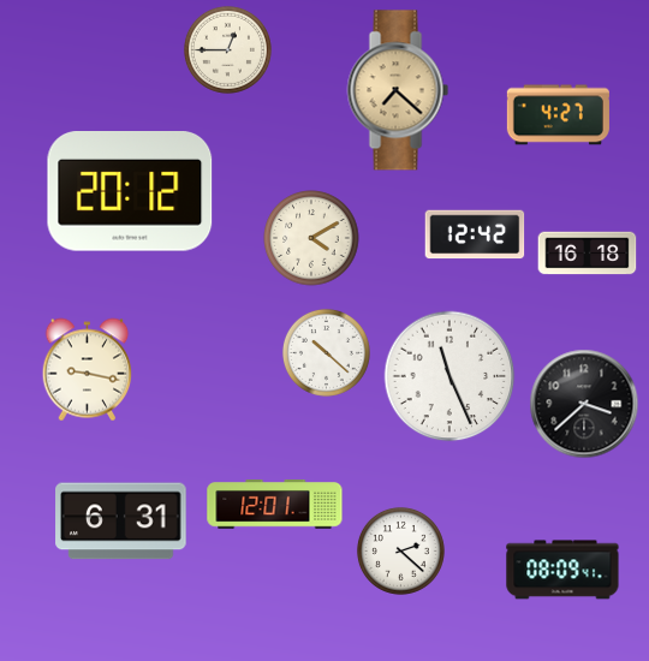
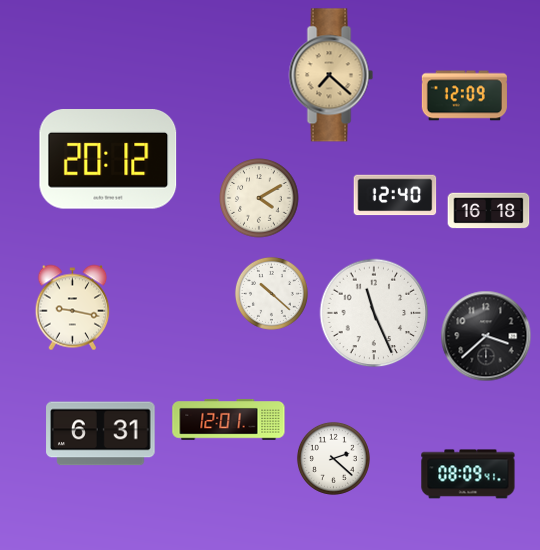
clock at (227, 49): 12:45 -> none
clock at (558, 115): 4:27 -> 12:09
clock at (475, 234): 12:42 -> 12:40
